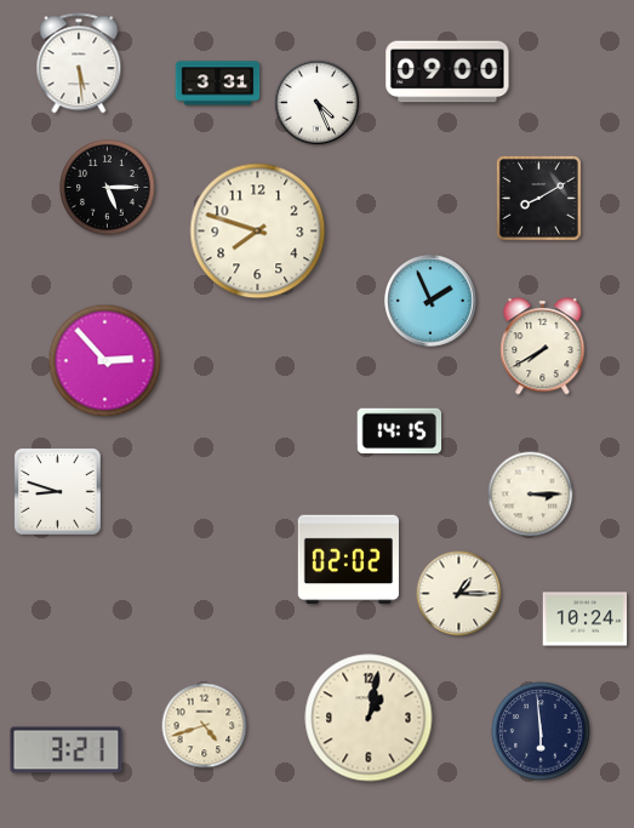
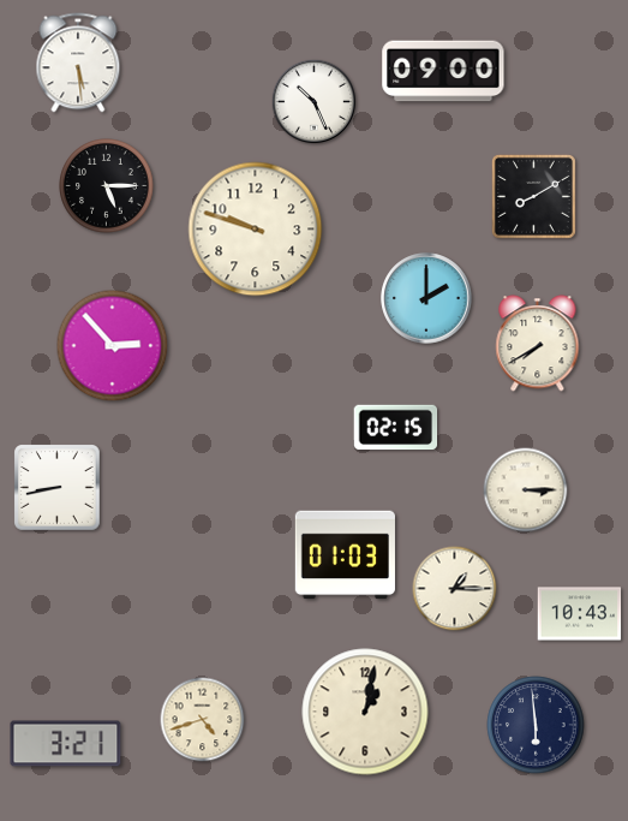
clock at (218, 84): 3:31 -> none
clock at (316, 102): 4:26 -> 10:26
clock at (258, 232): 7:48 -> 9:48
clock at (430, 301): 1:56 -> 2:00
clock at (105, 361) position: (105, 361) -> (113, 346)
clock at (400, 432): 14:15 -> 02:15
clock at (58, 492): 8:48 -> 8:43
clock at (348, 560): 02:02 -> 01:03
clock at (586, 619): 10:24 -> 10:43
